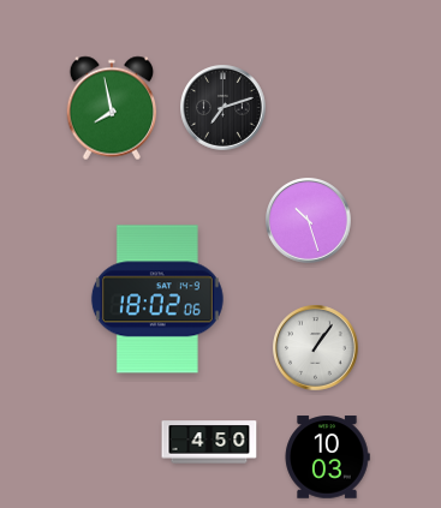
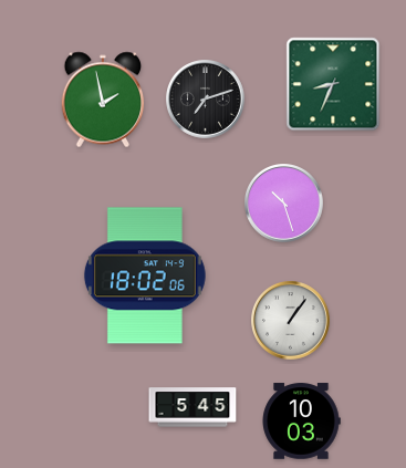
clock at (333, 84): none -> 8:34
clock at (112, 108): 7:58 -> 1:58
clock at (209, 442): 4:50 -> 5:45
